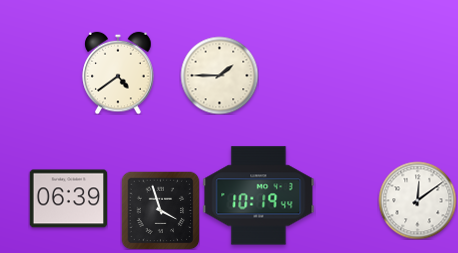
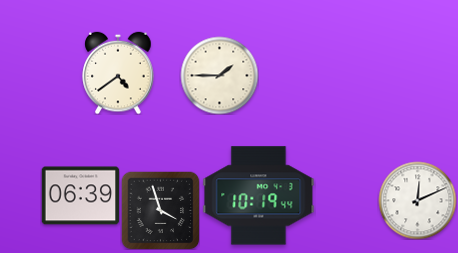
clock at (68, 199) position: (68, 199) -> (80, 196)
clock at (417, 200): 12:09 -> 12:11
